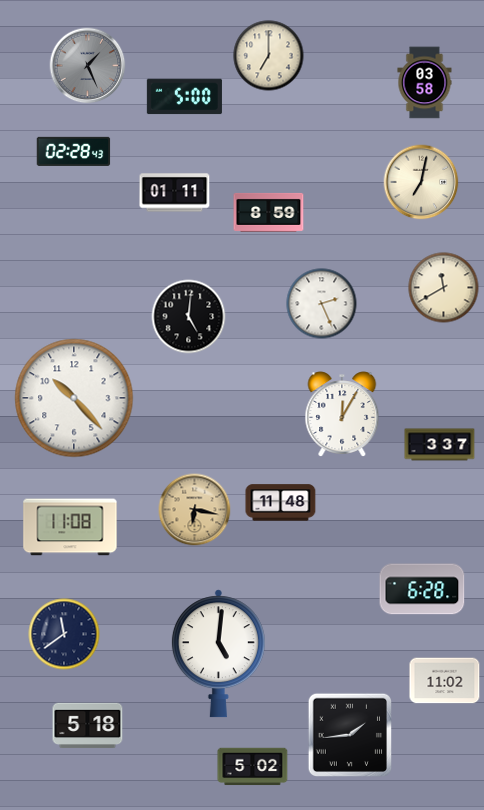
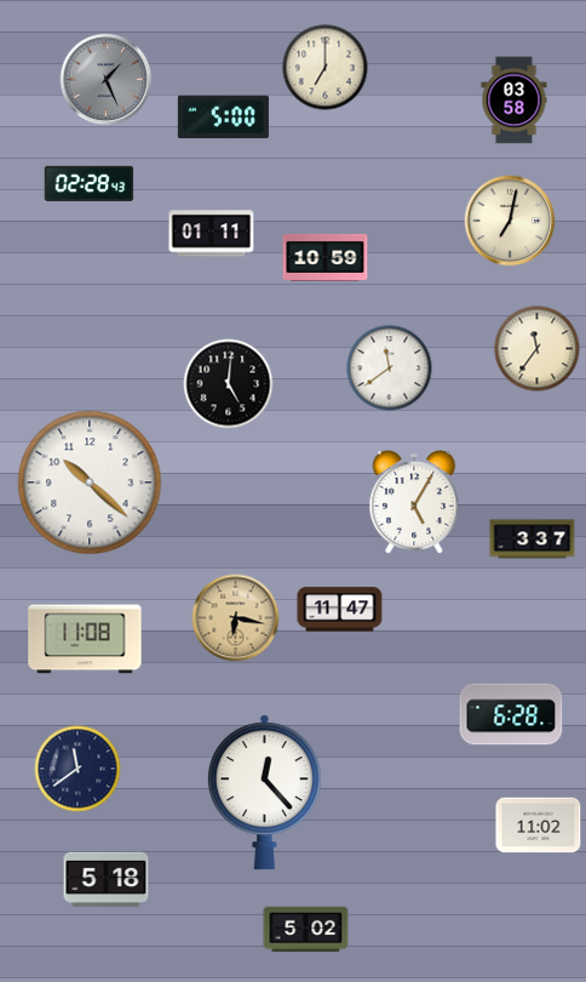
clock at (269, 212): 8:59 -> 10:59
clock at (444, 288): 11:40 -> 11:36
clock at (322, 304): 2:26 -> 11:39
clock at (74, 398): 10:23 -> 10:22
clock at (342, 414): 12:05 -> 5:05
clock at (281, 503): 11:48 -> 11:47
clock at (218, 654): 5:01 -> 12:23
clock at (350, 735): 1:44 -> none
